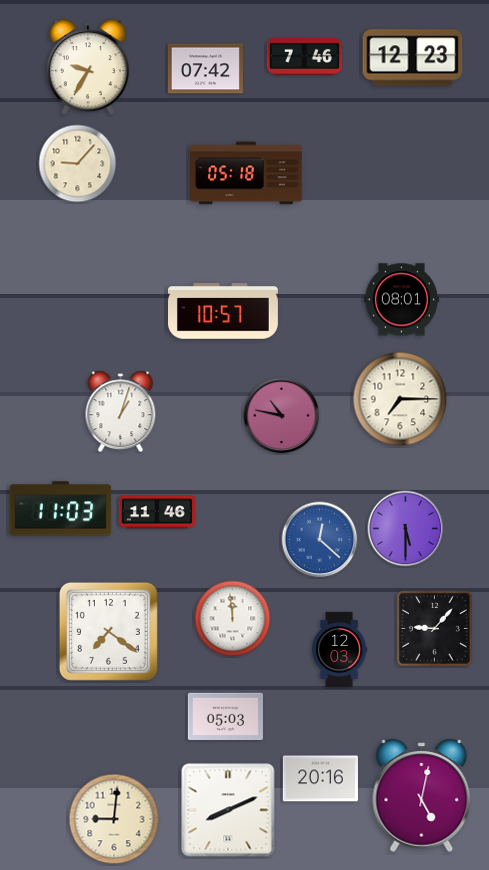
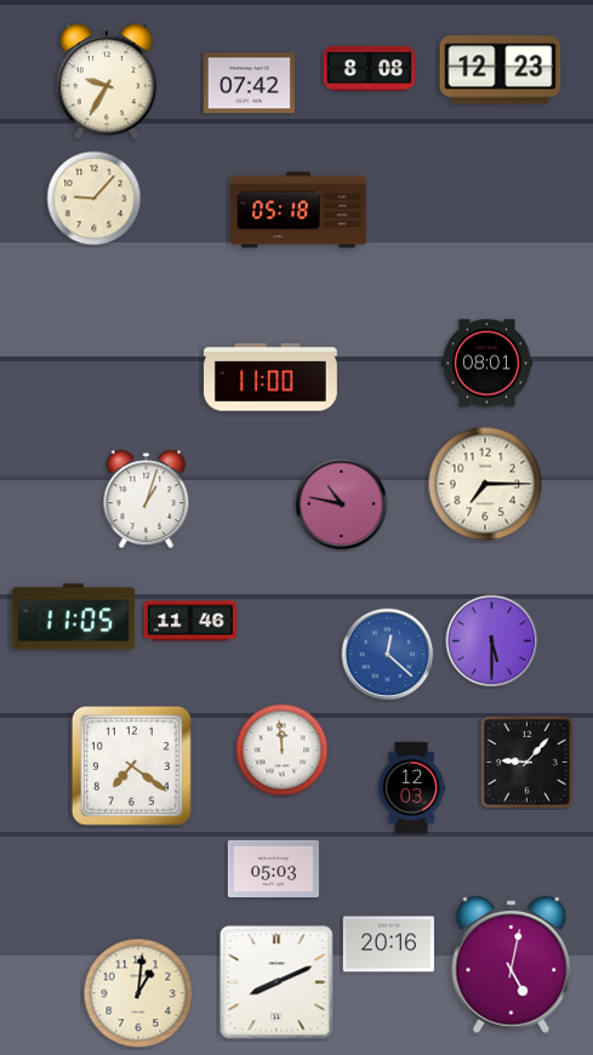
clock at (304, 56): 7:46 -> 8:08
clock at (224, 311): 10:57 -> 11:00
clock at (61, 509): 11:03 -> 11:05
clock at (114, 819): 9:01 -> 1:01
